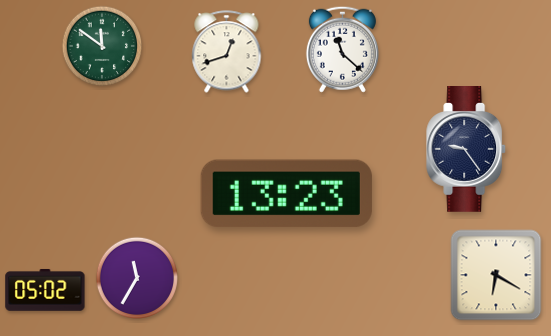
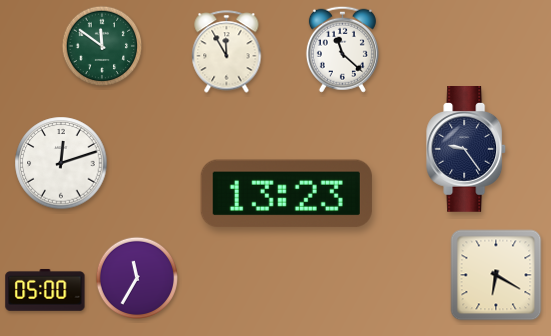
clock at (227, 52): 12:42 -> 11:55
clock at (61, 163): none -> 12:12
clock at (45, 290): 05:02 -> 05:00
